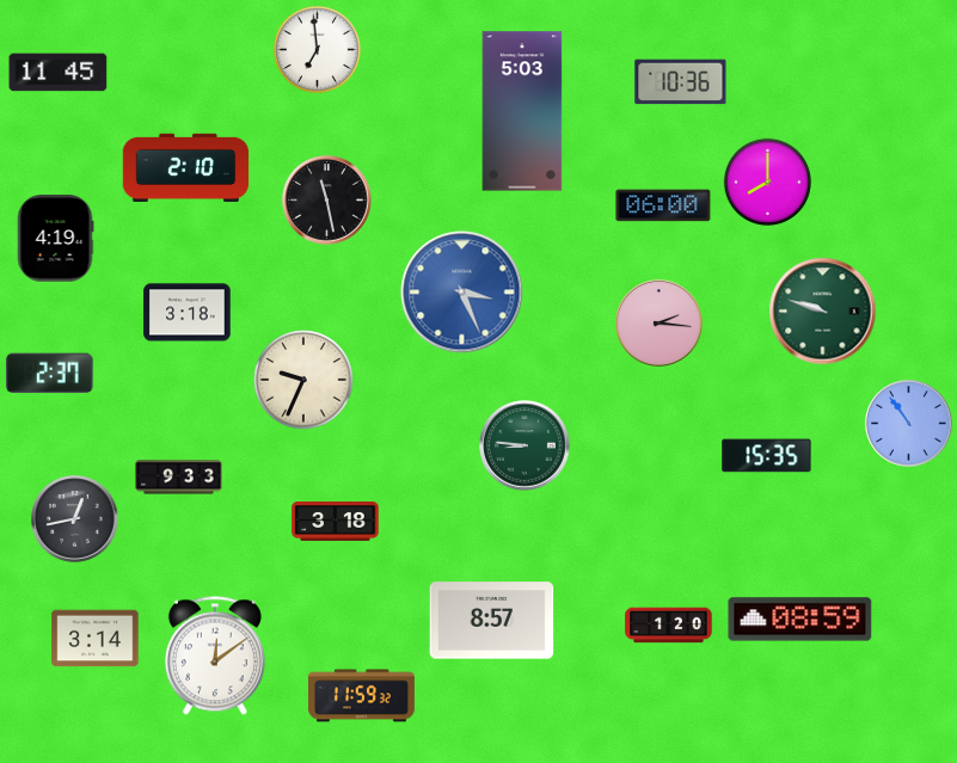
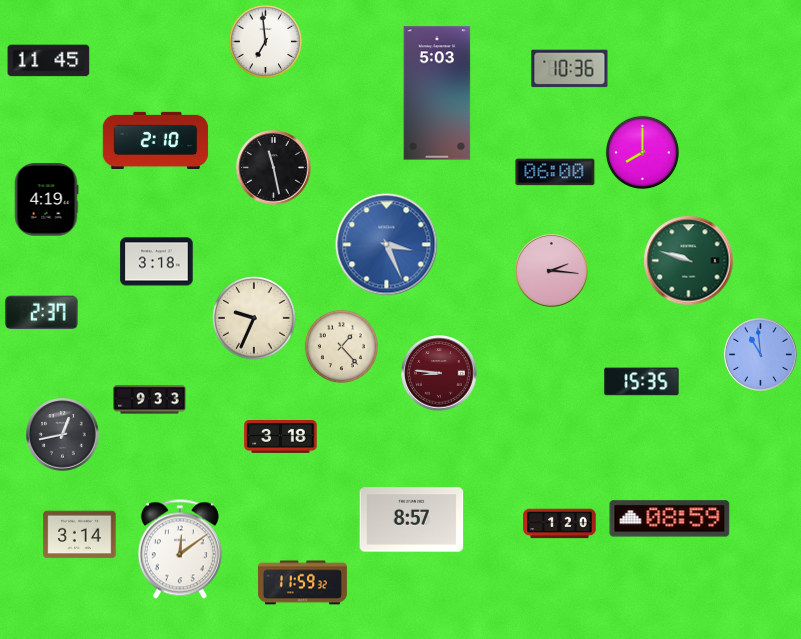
clock at (341, 346): none -> 1:23
clock at (909, 424): 10:54 -> 10:59
clock at (524, 445) dial: green -> burgundy
